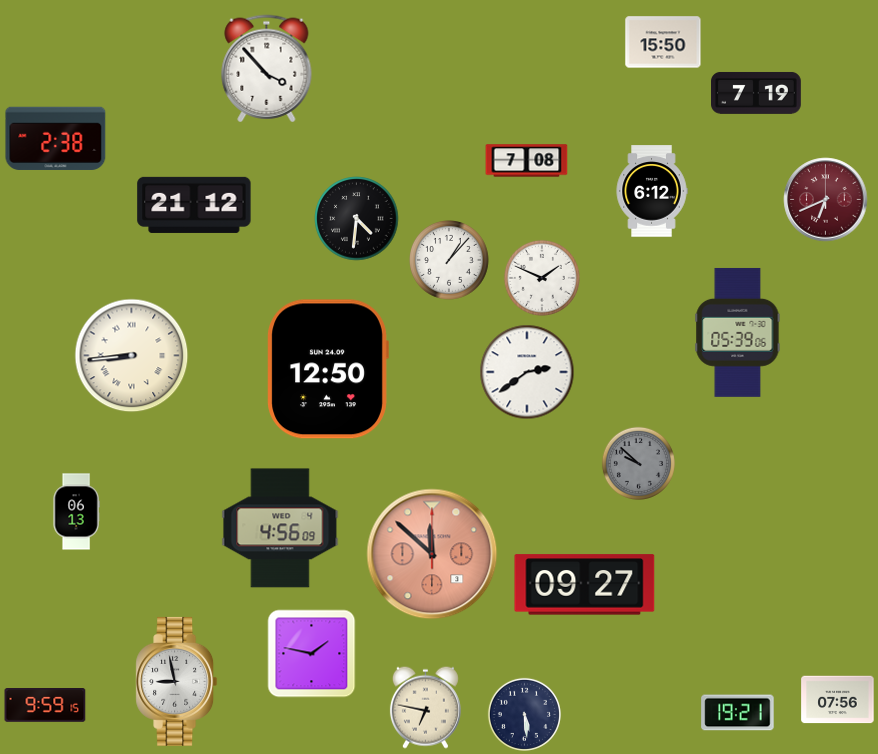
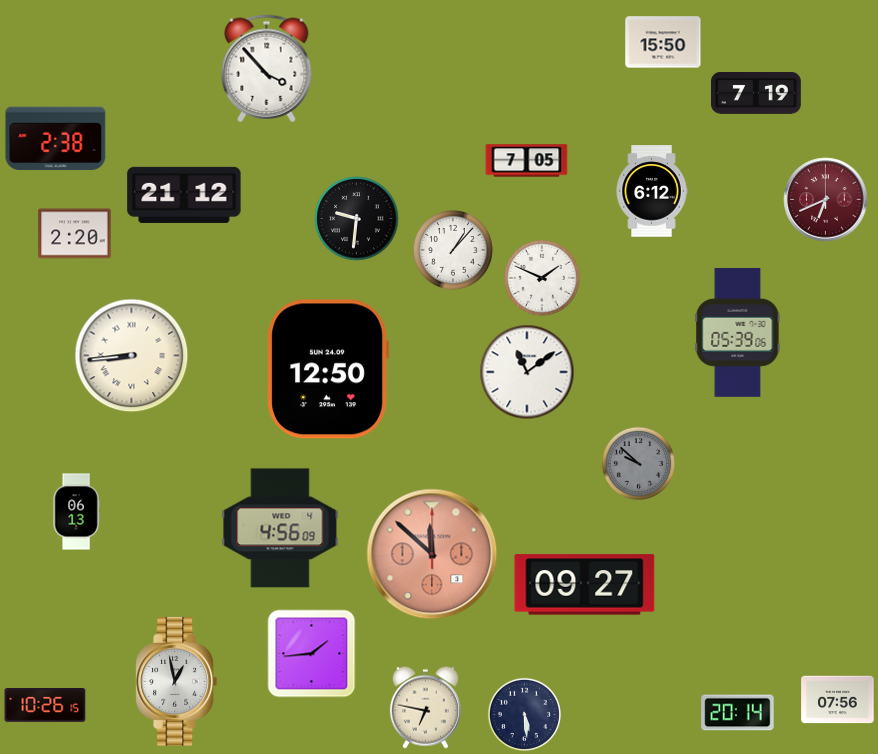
clock at (527, 161): 7:08 -> 7:05
clock at (194, 205) position: (194, 205) -> (184, 195)
clock at (357, 219): 4:31 -> 9:31
clock at (75, 234): none -> 2:20
clock at (450, 261) position: (450, 261) -> (454, 251)
clock at (527, 372): 2:39 -> 11:09
clock at (312, 654): 1:47 -> 1:44
clock at (177, 681): 8:58 -> 12:58
clock at (45, 706): 9:59 -> 10:26
clock at (738, 713): 19:21 -> 20:14
